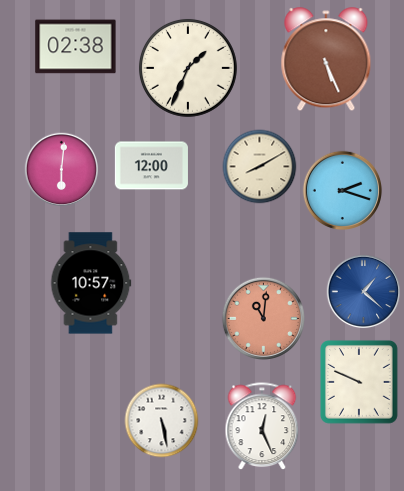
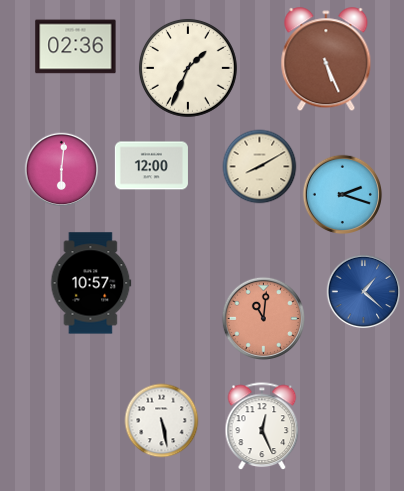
clock at (76, 47): 02:38 -> 02:36
clock at (343, 191) position: (343, 191) -> (343, 195)
clock at (359, 382): 9:49 -> none
